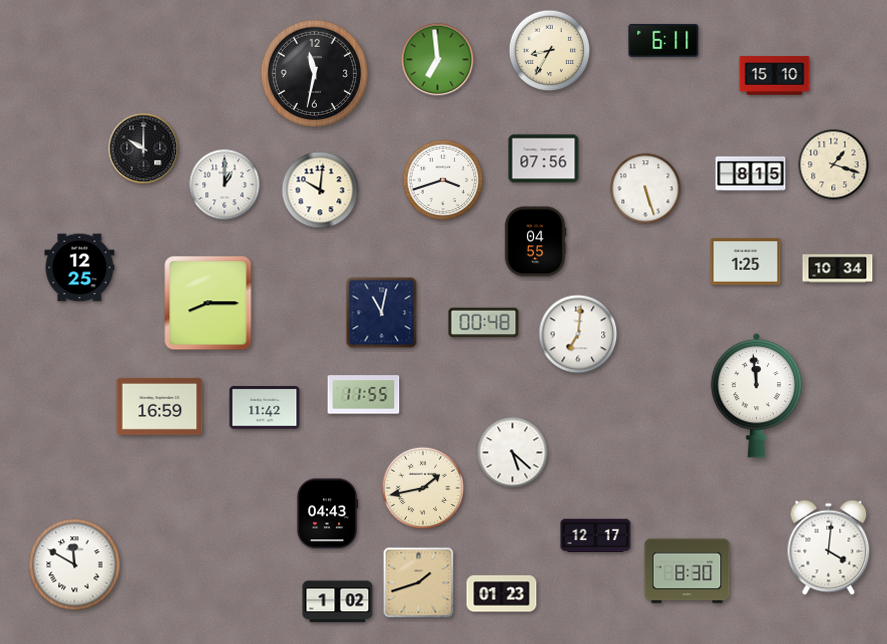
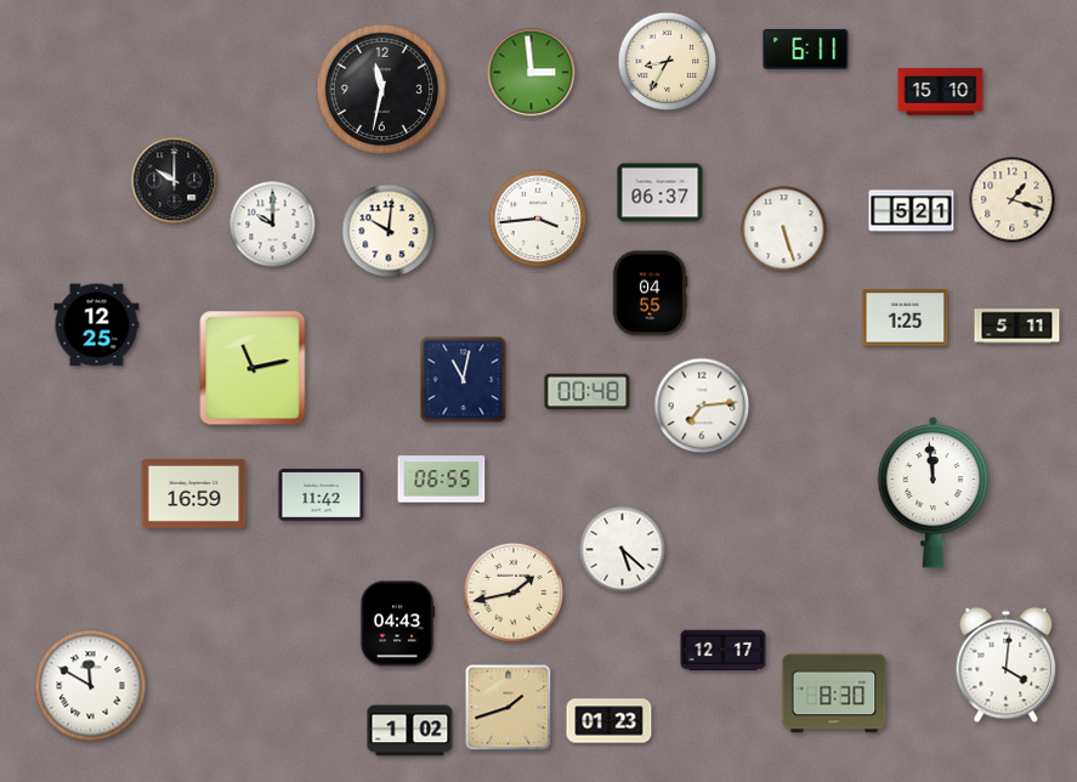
clock at (438, 60): 6:59 -> 2:59
clock at (544, 159): 07:56 -> 06:37
clock at (751, 174): 8:15 -> 5:21
clock at (443, 180): 3:42 -> 3:44
clock at (225, 185): 1:00 -> 10:00
clock at (838, 269): 10:34 -> 5:11
clock at (208, 303): 8:15 -> 11:13
clock at (578, 334): 7:01 -> 7:14
clock at (364, 395): 11:55 -> 06:55
clock at (757, 395) position: (757, 395) -> (934, 492)
